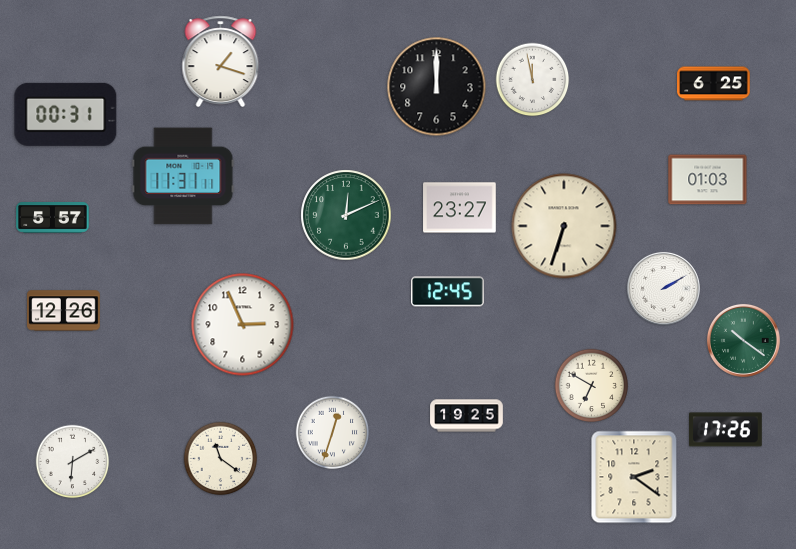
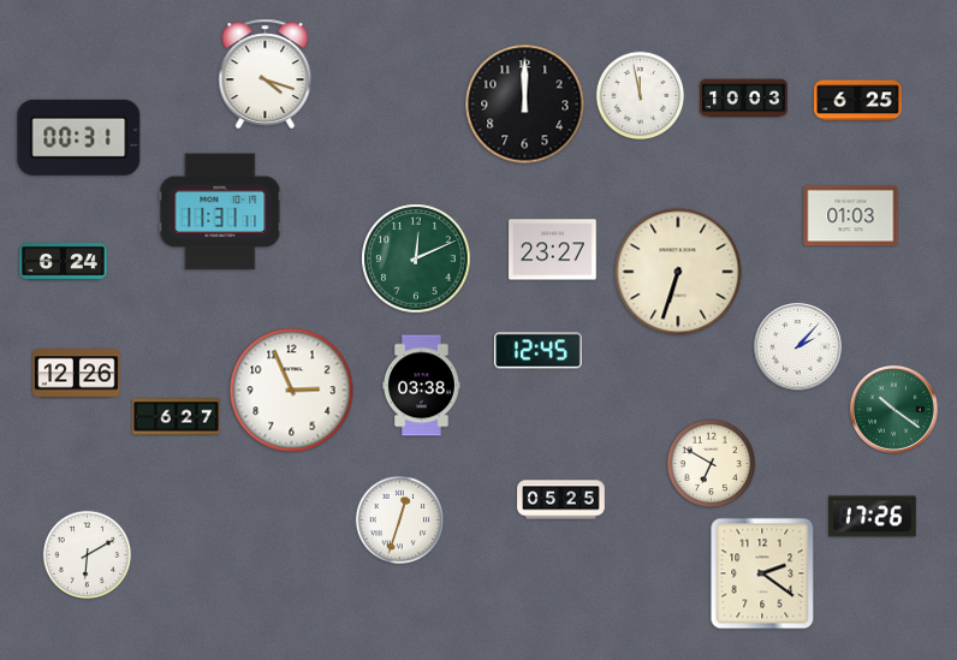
clock at (221, 62): 1:18 -> 4:18
clock at (744, 99): none -> 10:03
clock at (53, 218): 5:57 -> 6:24
clock at (663, 288): 2:10 -> 2:07
clock at (422, 386): none -> 03:38
clock at (177, 417): none -> 6:27
clock at (467, 416): 19:25 -> 05:25
clock at (221, 459): 11:21 -> none
